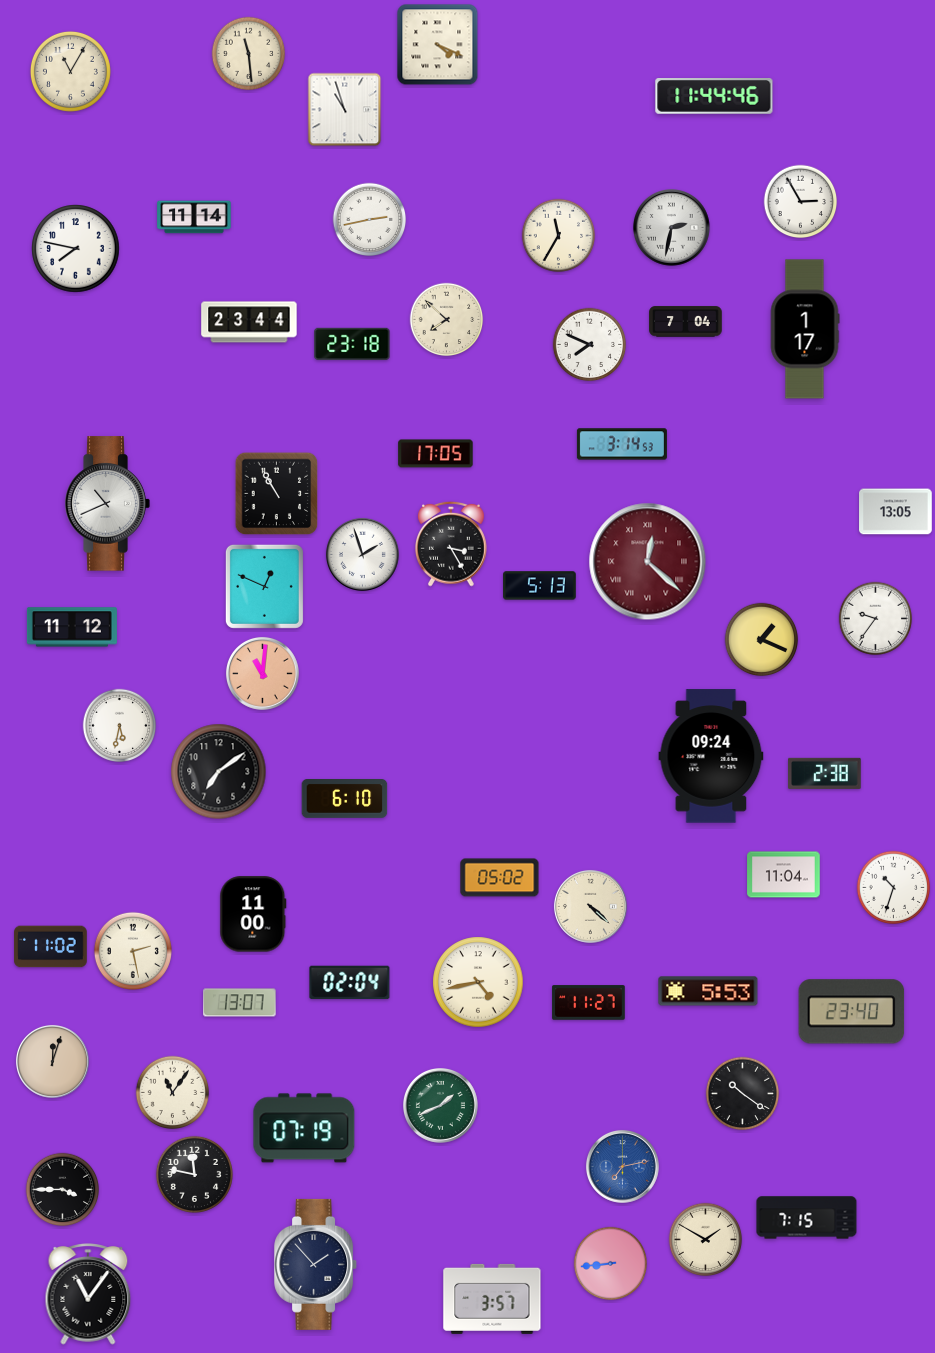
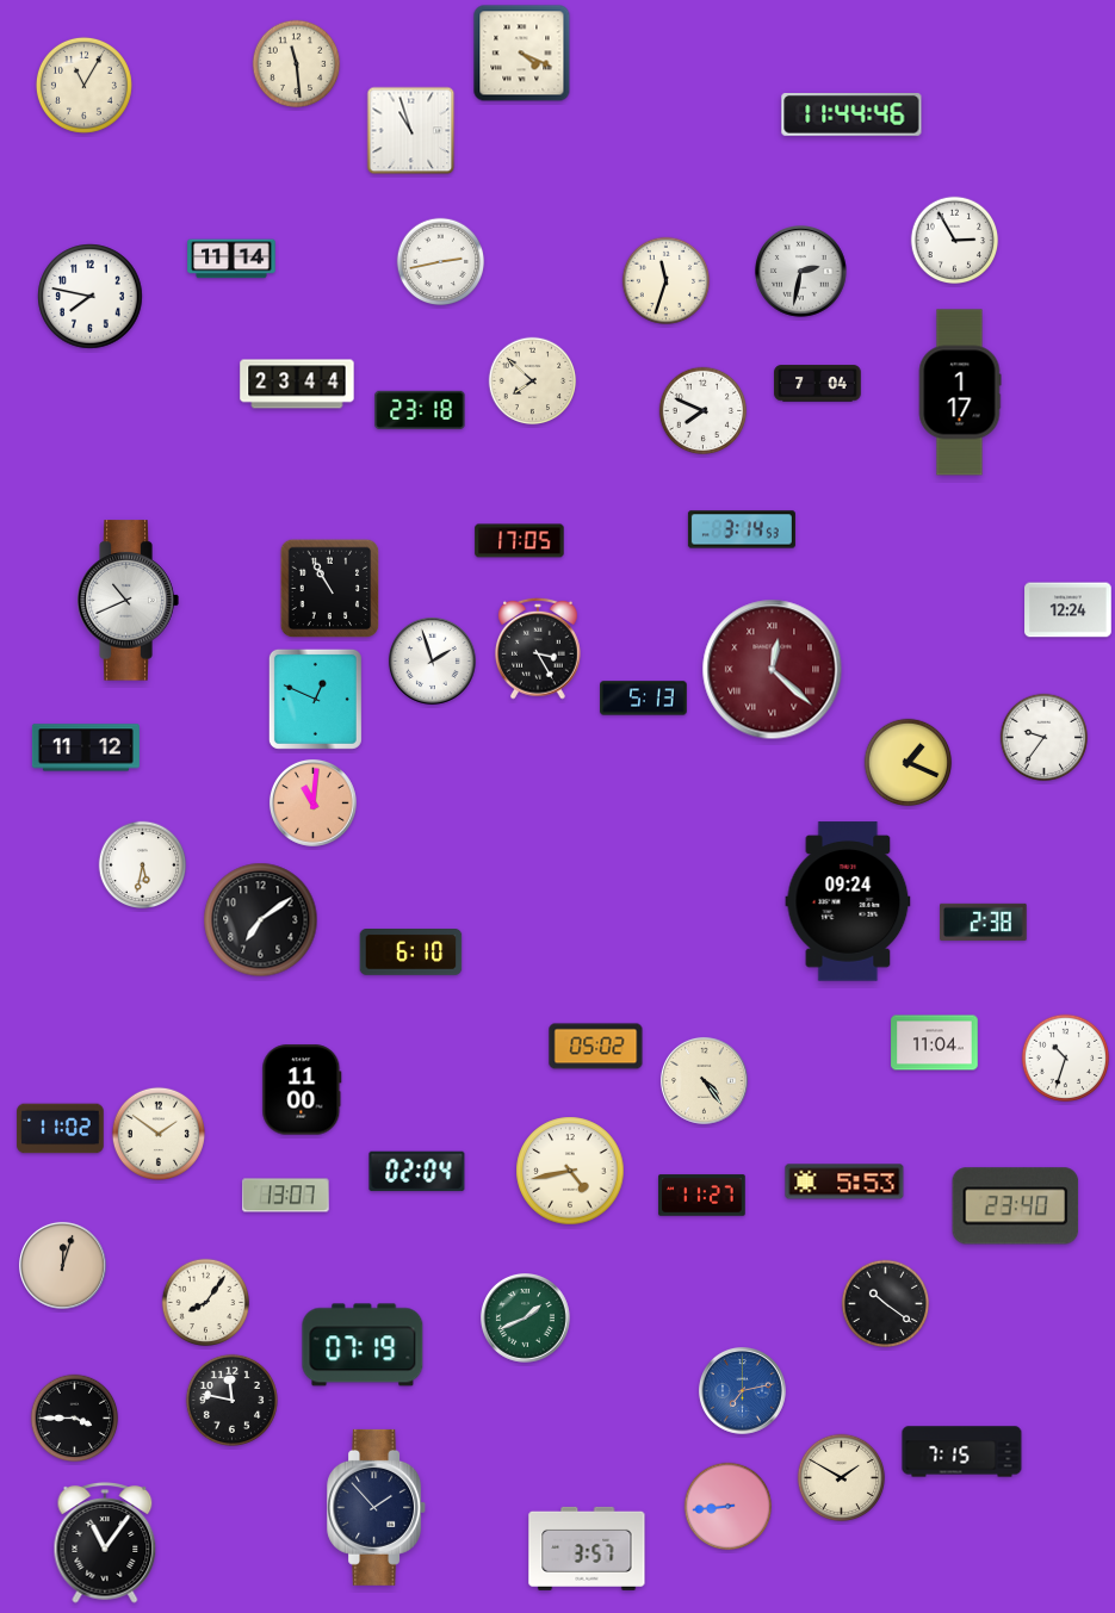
clock at (559, 236): 11:35 -> 11:33
clock at (896, 512): 13:05 -> 12:24
clock at (590, 906): 4:22 -> 4:24
clock at (133, 951): 2:28 -> 1:51
clock at (173, 1093): 11:06 -> 8:06
